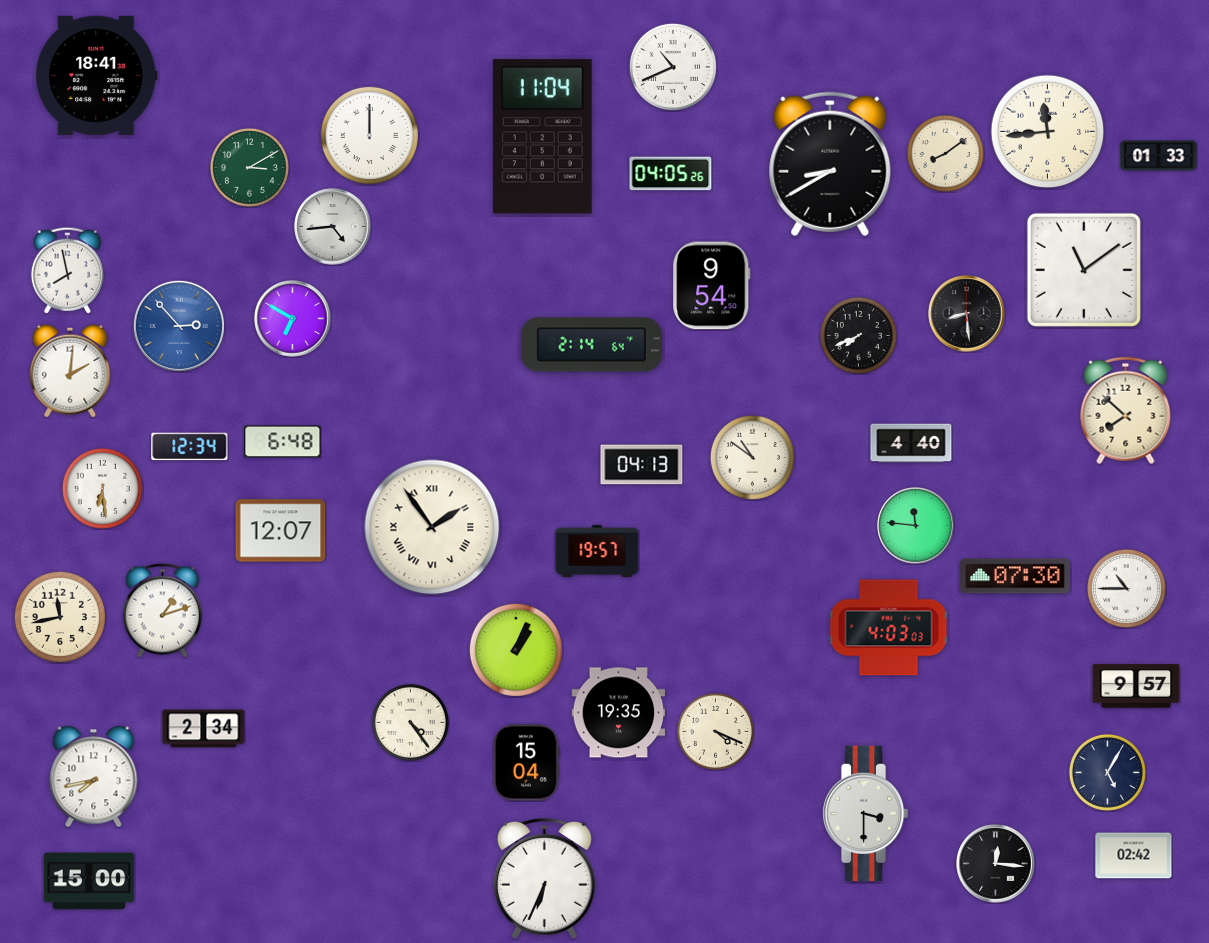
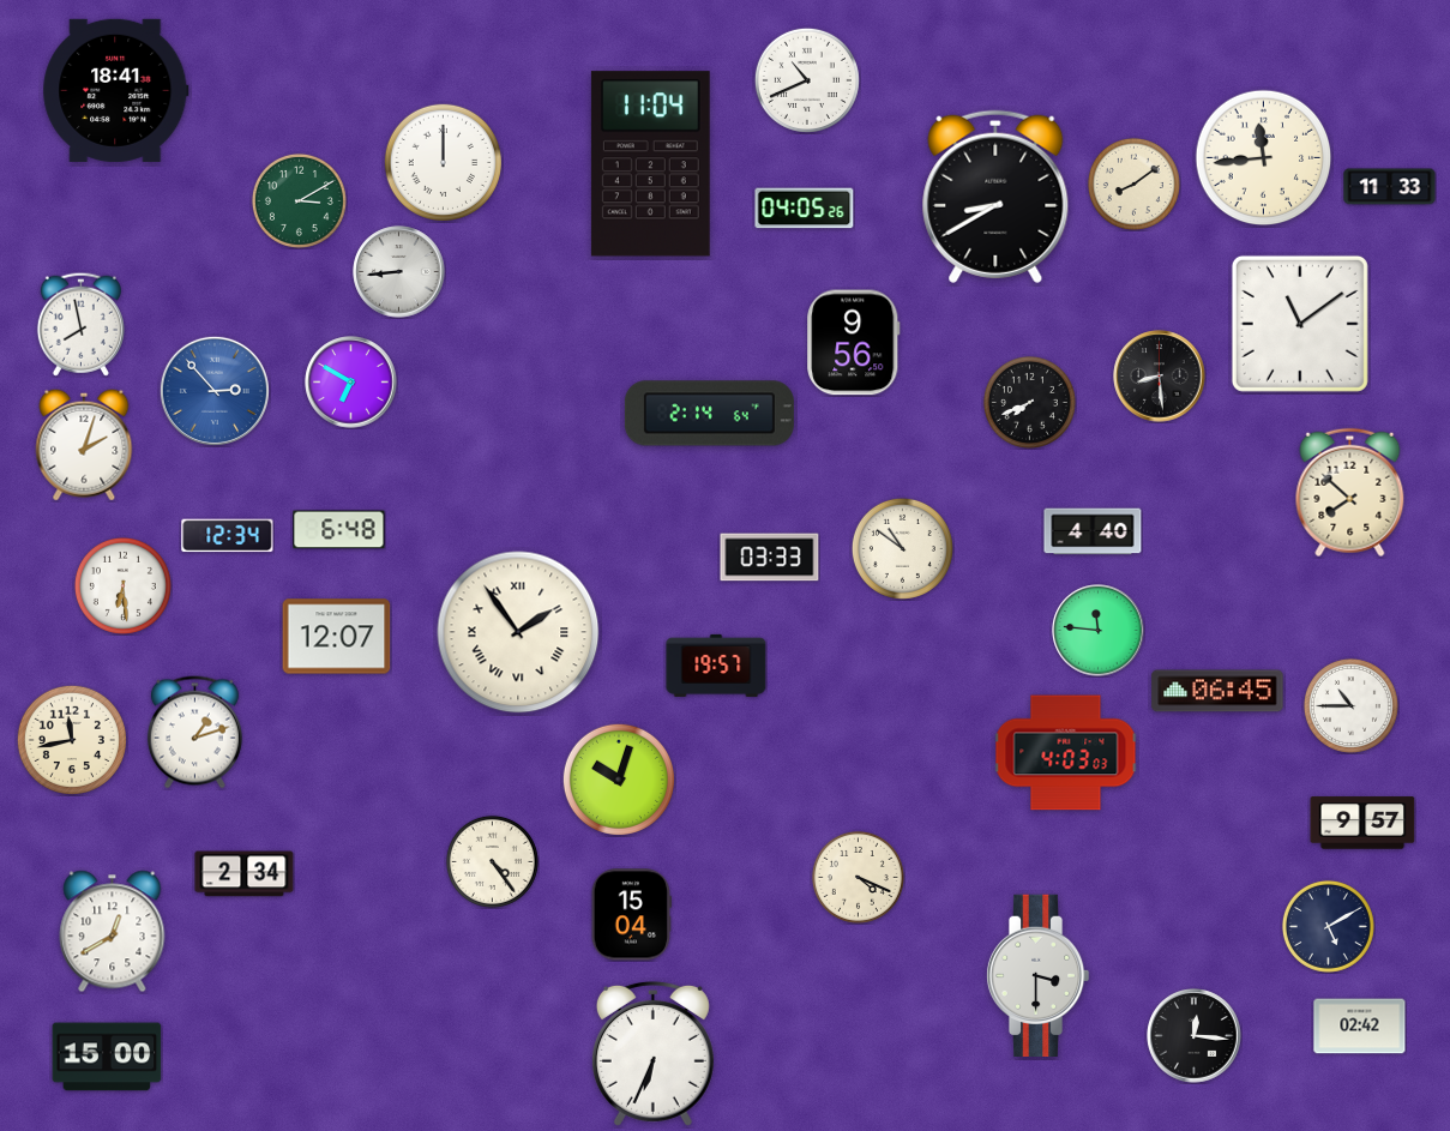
clock at (1048, 132) position: (1048, 132) -> (1264, 158)
clock at (1159, 156): 01:33 -> 11:33
clock at (333, 227): 4:44 -> 8:44
clock at (712, 286): 9:54 -> 9:56
clock at (70, 371): 2:01 -> 2:03
clock at (642, 465): 04:13 -> 03:33
clock at (597, 551) position: (597, 551) -> (716, 666)
clock at (1015, 576): 07:30 -> 06:45
clock at (516, 650): 1:04 -> 10:03
clock at (619, 713): 19:35 -> none
clock at (410, 722) position: (410, 722) -> (492, 861)
clock at (1107, 772): 5:05 -> 5:10
clock at (94, 777): 7:43 -> 12:40
